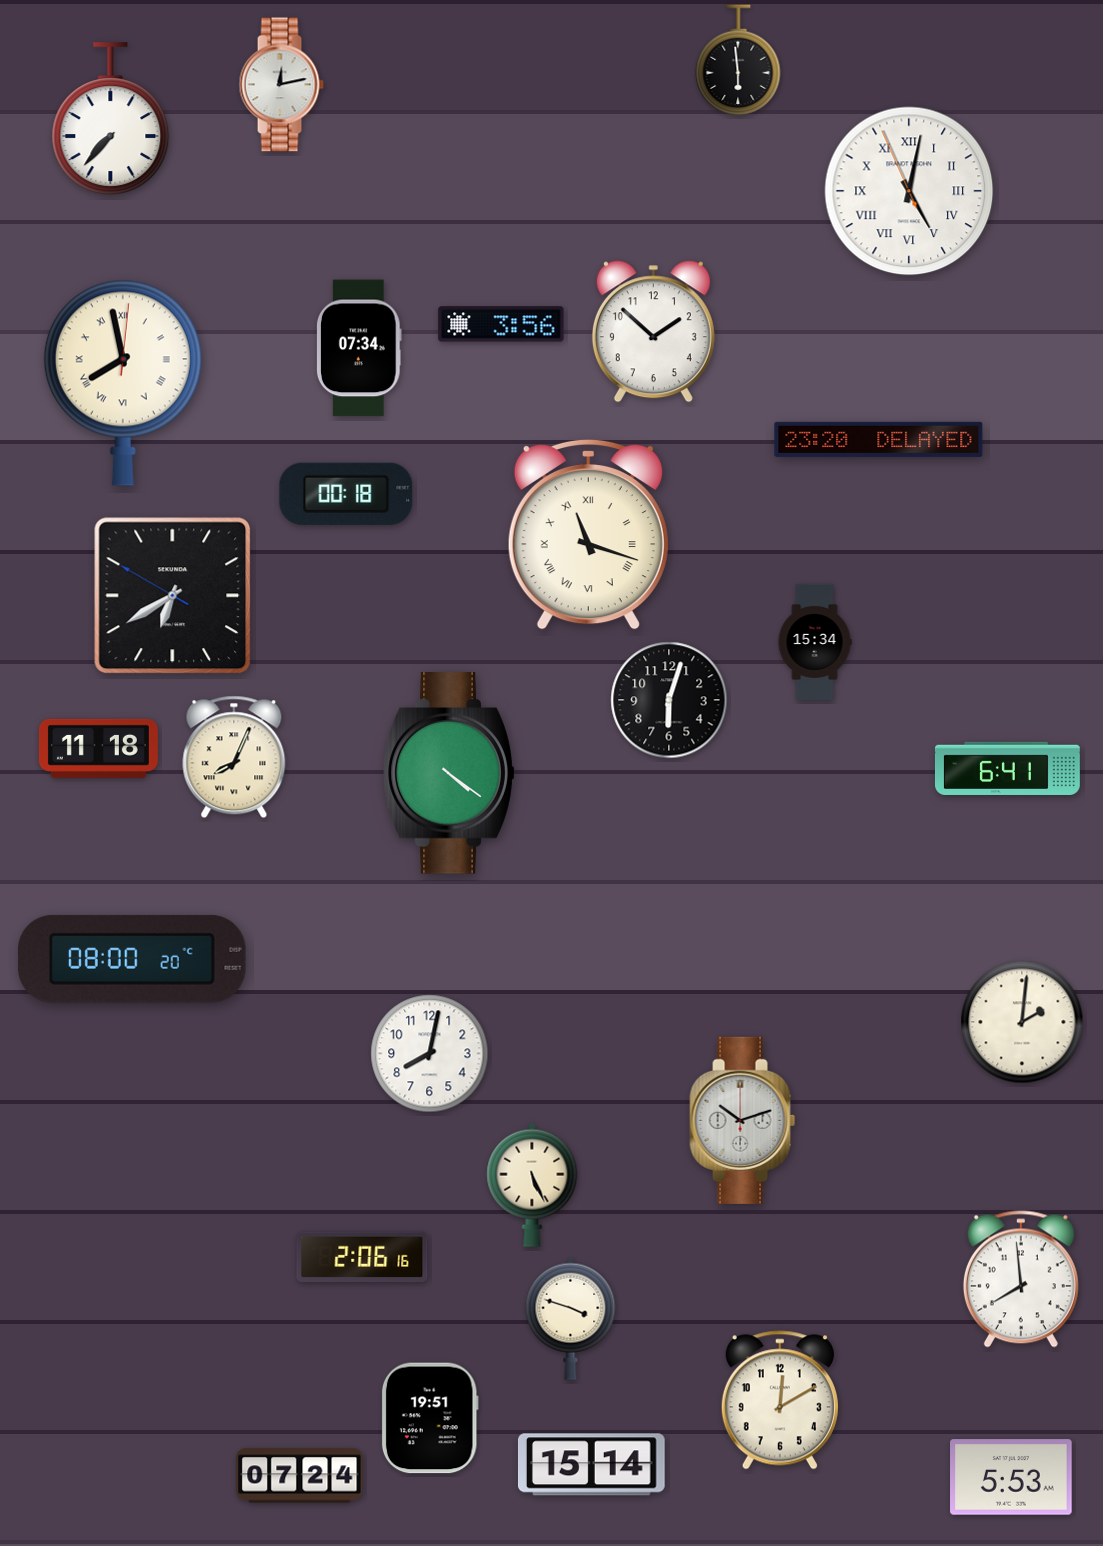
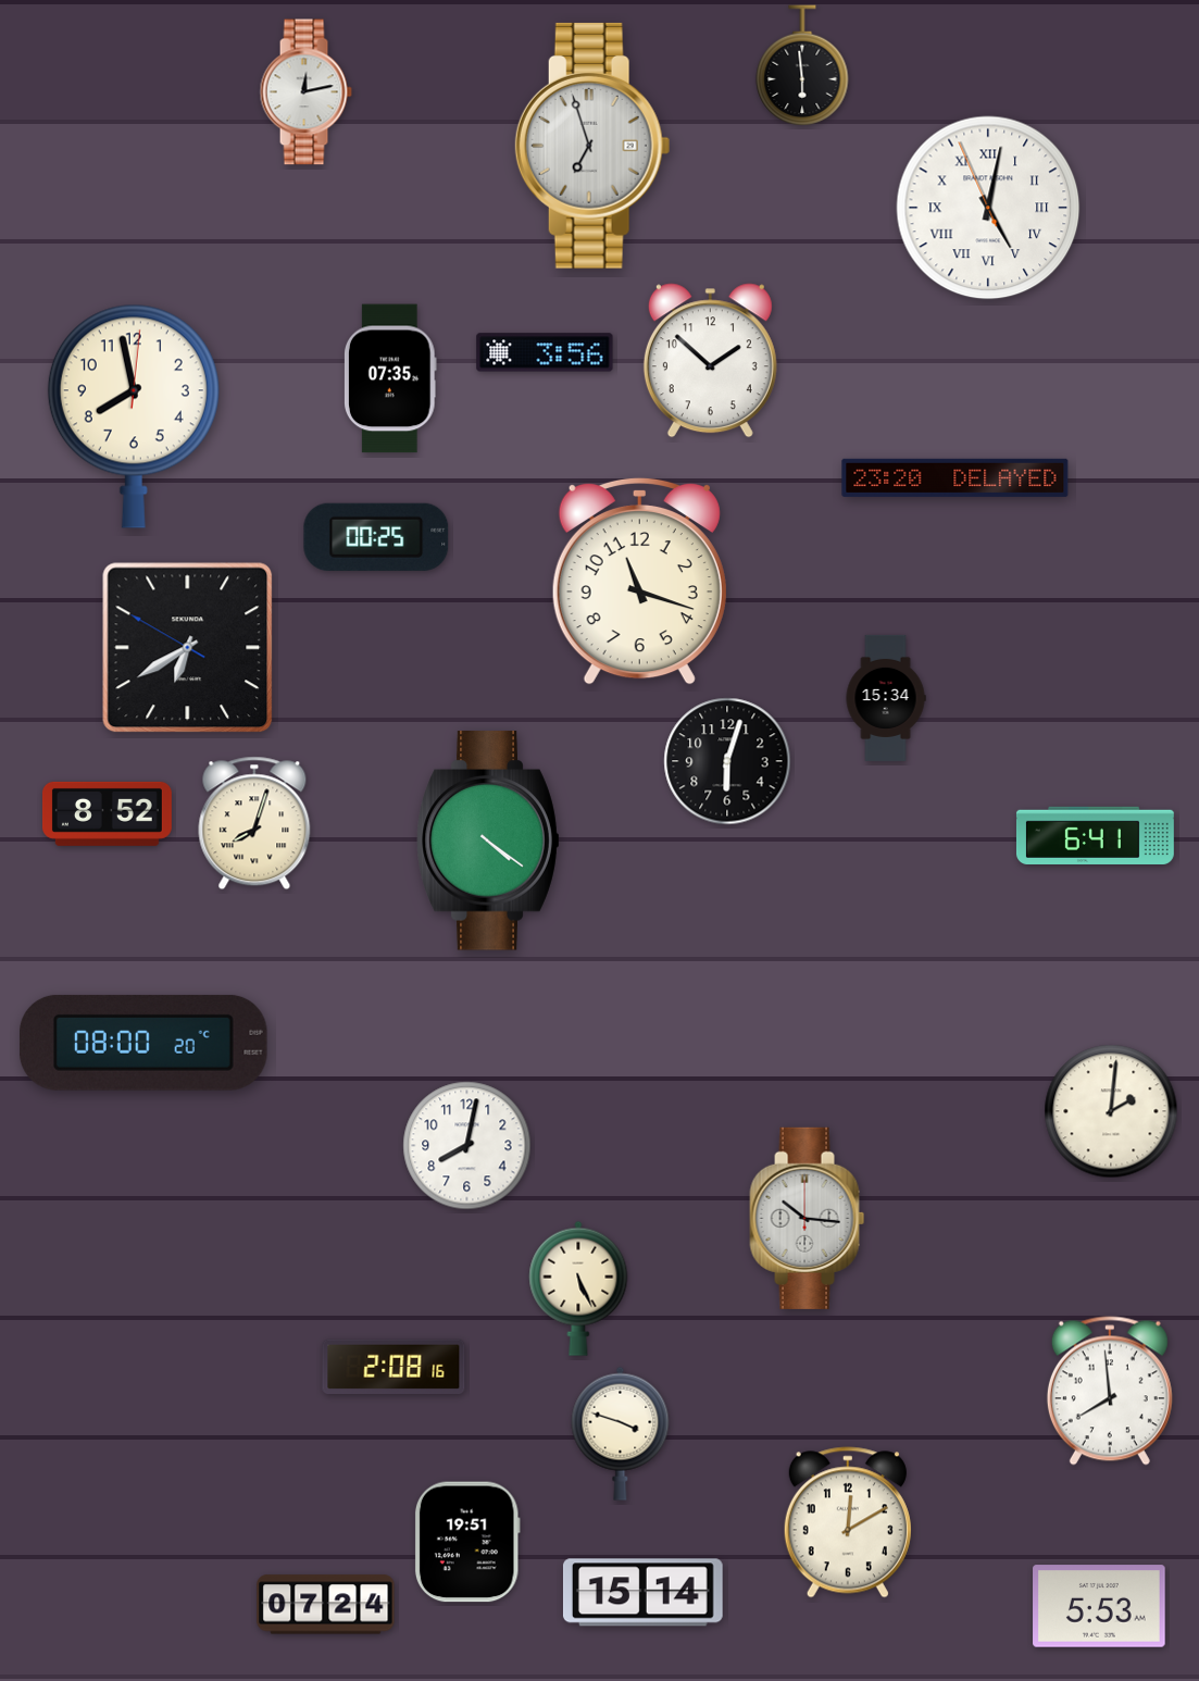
clock at (111, 119): 7:37 -> none
clock at (592, 146): none -> 6:57
clock at (359, 348): 07:34 -> 07:35
clock at (123, 383) numerals: Roman -> Arabic
clock at (346, 494): 00:18 -> 00:25
clock at (588, 534) numerals: Roman -> Arabic
clock at (98, 748): 11:18 -> 8:52
clock at (234, 757): 8:04 -> 8:03
clock at (743, 1120): 10:12 -> 10:16
clock at (362, 1257): 2:06 -> 2:08
